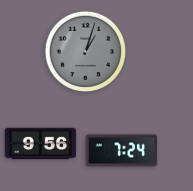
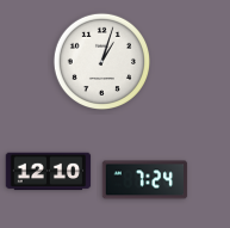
clock at (85, 51) dial: grey -> white
clock at (41, 144): 9:56 -> 12:10
